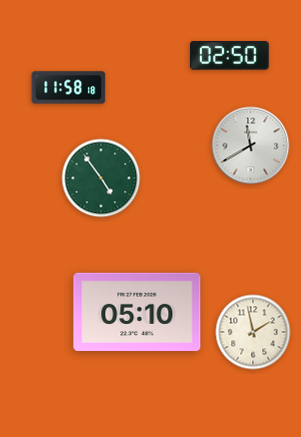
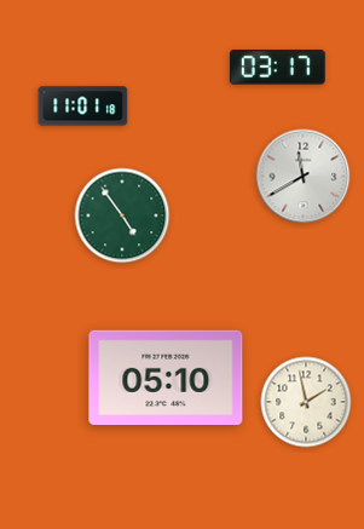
clock at (229, 56): 02:50 -> 03:17
clock at (69, 88): 11:58 -> 11:01
